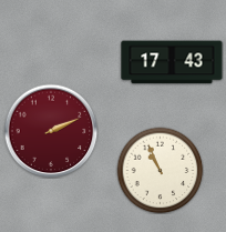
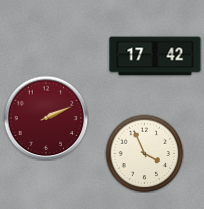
clock at (172, 62): 17:43 -> 17:42
clock at (160, 170): 10:56 -> 3:56
